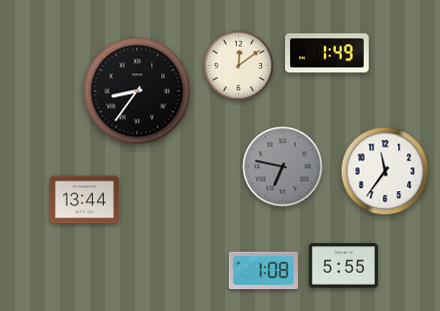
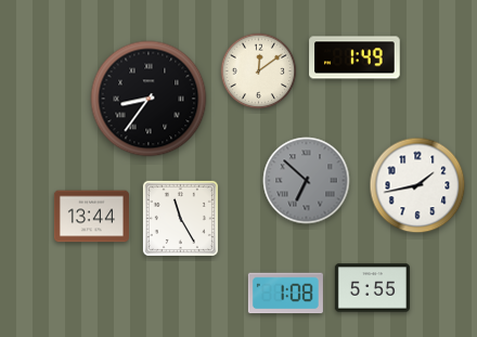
clock at (283, 167): 6:47 -> 6:52
clock at (385, 171): 11:36 -> 1:43
clock at (180, 218): none -> 11:25
